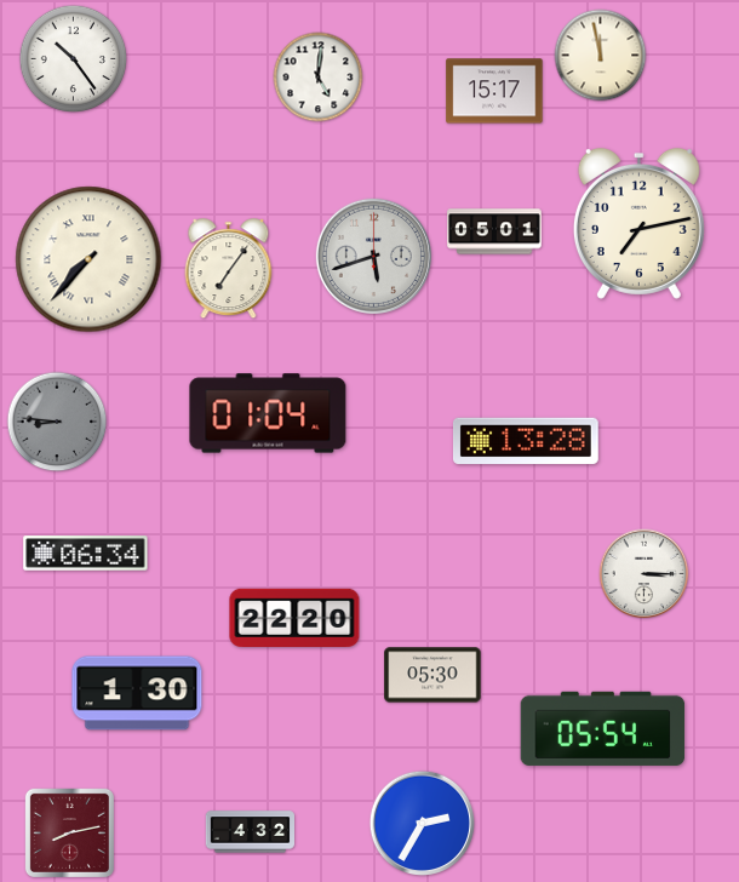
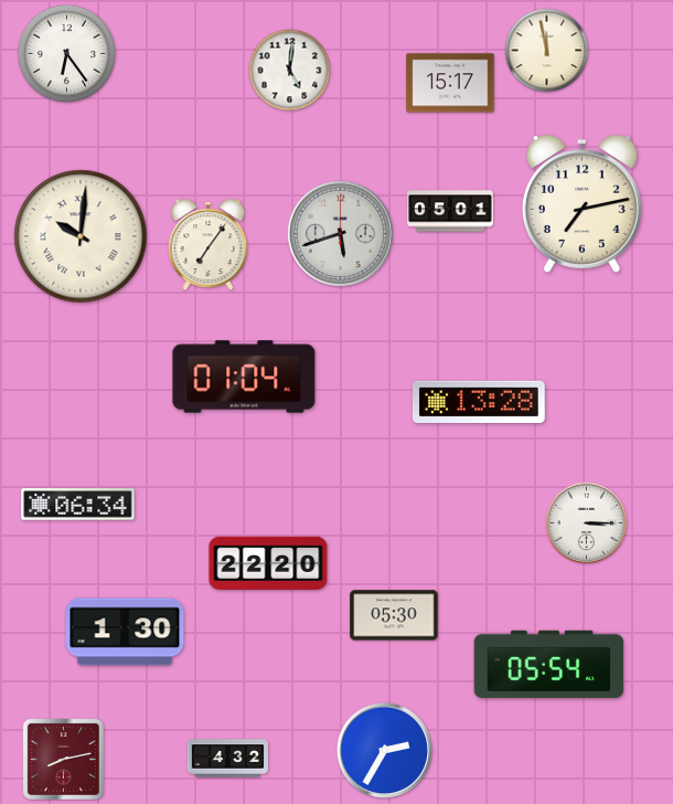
clock at (74, 59): 10:24 -> 6:24
clock at (88, 259): 7:37 -> 10:01
clock at (57, 422): 8:46 -> none
